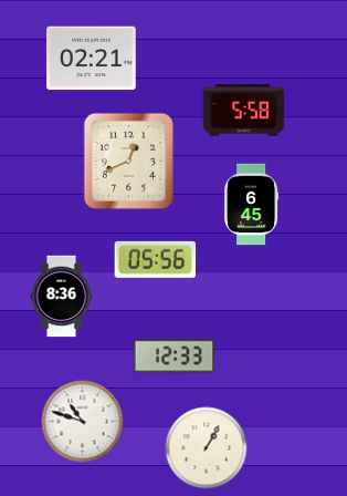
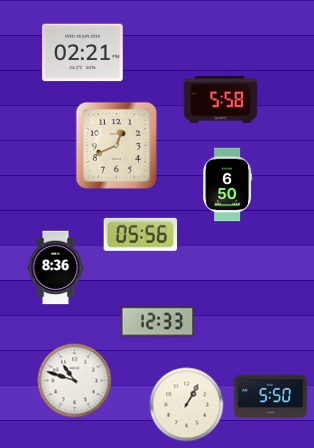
clock at (252, 205): 6:45 -> 6:50
clock at (271, 397): none -> 5:50
